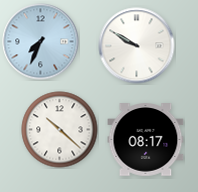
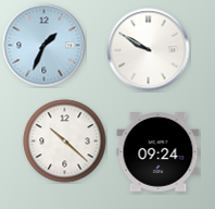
clock at (41, 42): 7:34 -> 1:34
clock at (146, 140): 08:17 -> 09:24
